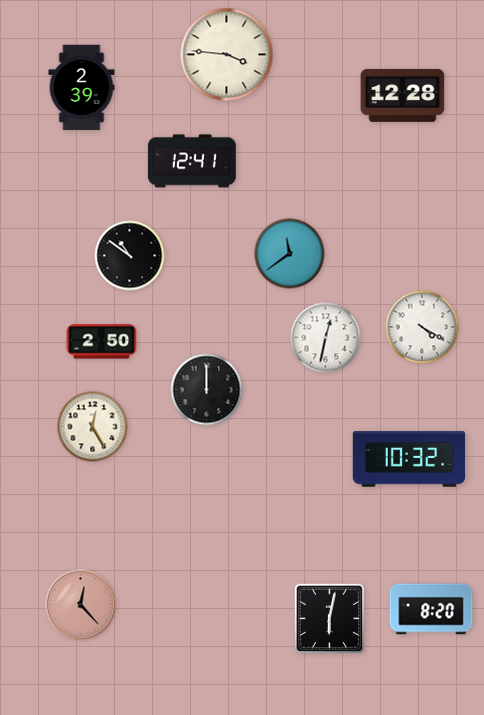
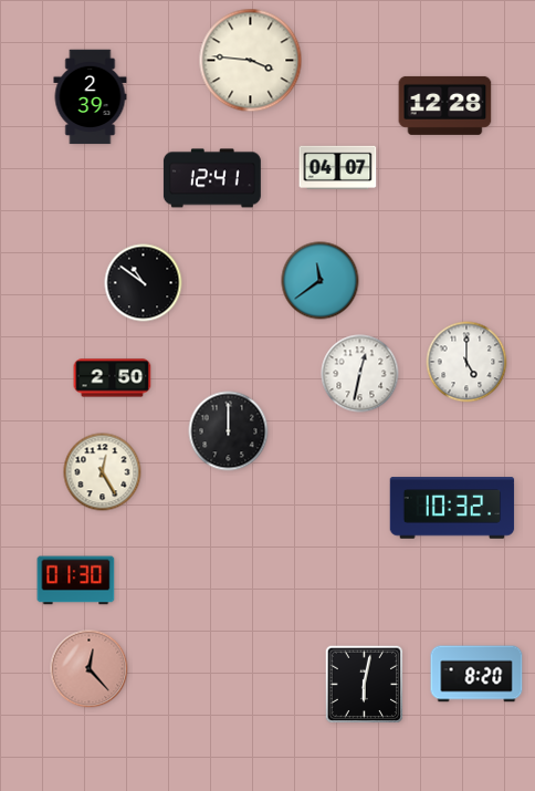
clock at (338, 168): none -> 04:07
clock at (422, 327): 4:20 -> 5:00
clock at (76, 581): none -> 01:30
